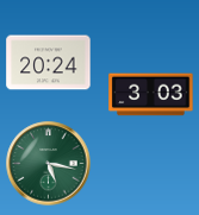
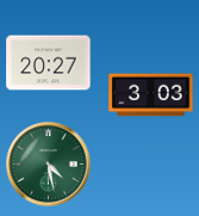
clock at (49, 63): 20:24 -> 20:27
clock at (49, 164): 5:17 -> 4:28
